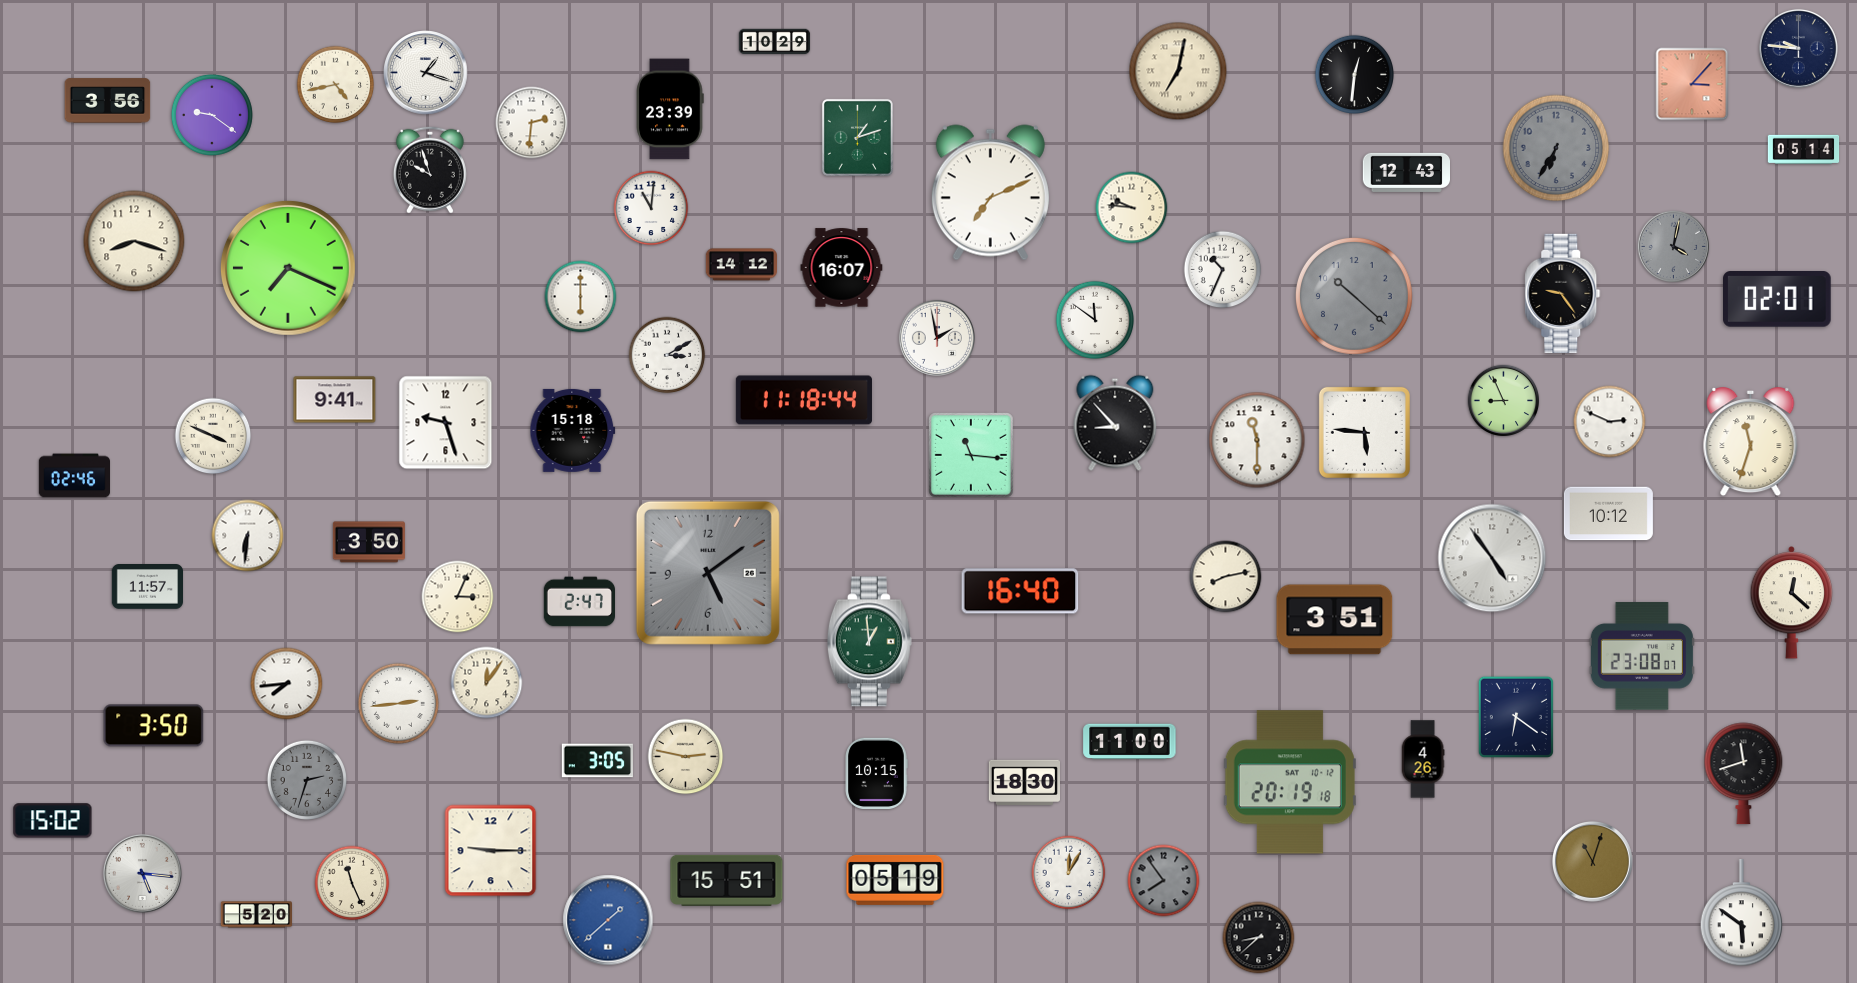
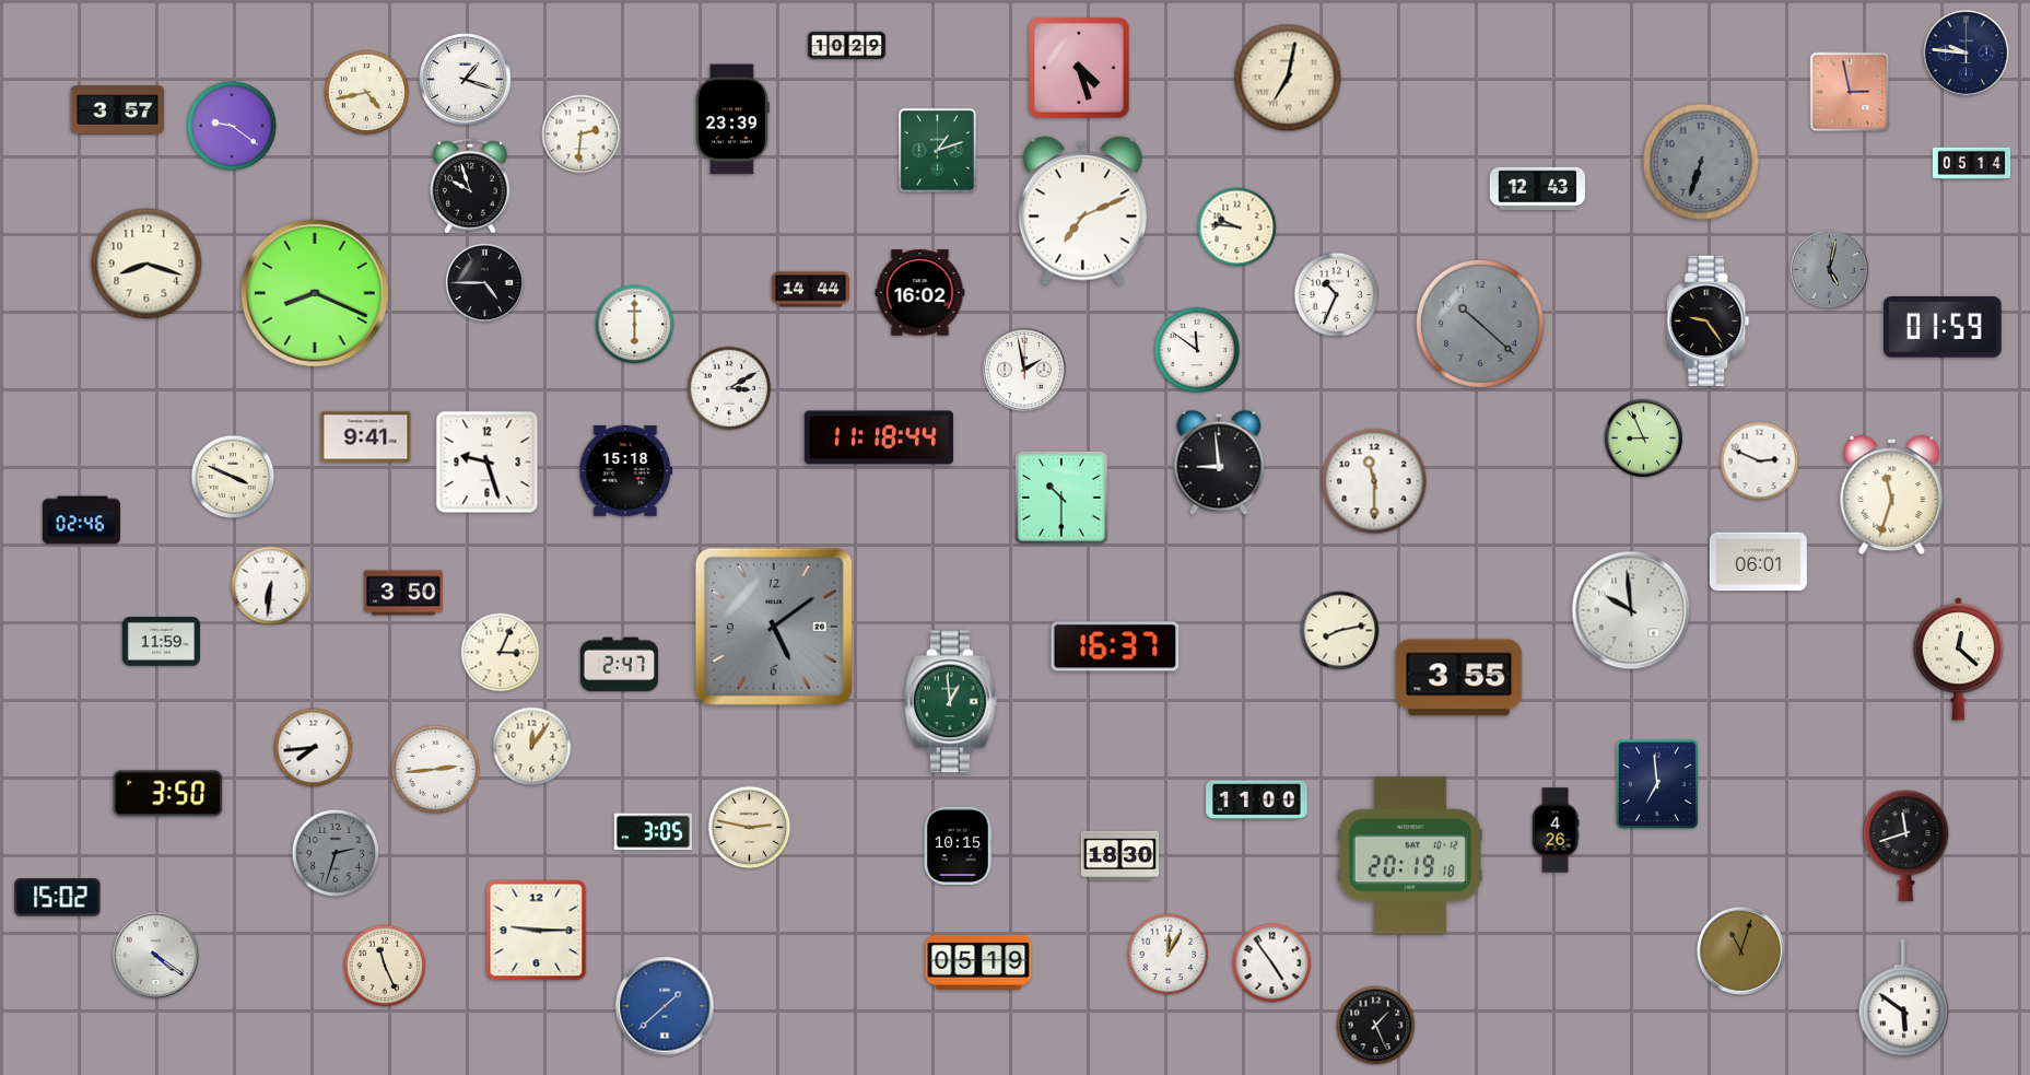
clock at (1079, 68): none -> 4:27
clock at (1354, 74): 12:31 -> none
clock at (1692, 84): 3:07 -> 2:58
clock at (108, 101): 3:56 -> 3:57
clock at (1556, 148): 6:35 -> 6:33
clock at (651, 208): 11:01 -> none
clock at (1674, 247): 4:02 -> 5:02
clock at (485, 283): none -> 4:45
clock at (741, 265): 14:12 -> 14:44
clock at (288, 268): 7:19 -> 8:19
clock at (842, 268): 16:07 -> 16:02
clock at (1777, 300): 02:01 -> 01:59
clock at (1115, 423): 8:53 -> 8:59
clock at (1364, 432): 5:46 -> none
clock at (1751, 443) position: (1751, 443) -> (1892, 496)
clock at (972, 456): 11:16 -> 10:30
clock at (1608, 514): 10:12 -> 06:01
clock at (1492, 558): 4:54 -> 9:59
clock at (147, 587): 11:57 -> 11:59
clock at (1020, 591): 16:40 -> 16:37
clock at (579, 602) position: (579, 602) -> (619, 665)
clock at (1335, 620): 3:51 -> 3:55
clock at (1642, 656): 23:08 -> none
clock at (1516, 717): 6:21 -> 6:59
clock at (1130, 742) position: (1130, 742) -> (1257, 801)
clock at (1592, 861) position: (1592, 861) -> (1740, 950)
clock at (142, 873): 5:16 -> 4:21
clock at (727, 880): 15:51 -> none
clock at (1164, 881): 7:54 -> 4:54
clock at (1164, 881) dial: grey -> white
clock at (256, 915): 5:20 -> none
clock at (1259, 938): 8:38 -> 1:26
